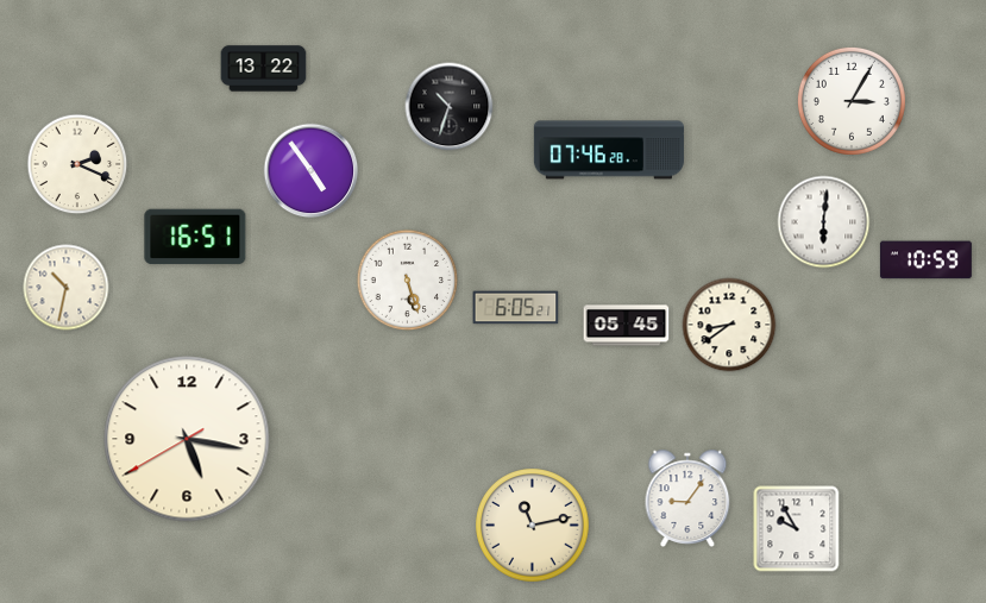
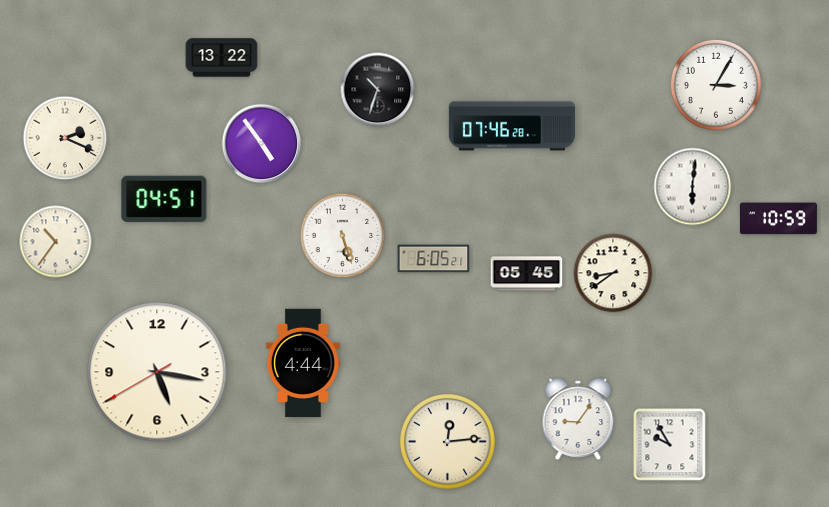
clock at (195, 237): 16:51 -> 04:51
clock at (67, 288): 10:32 -> 10:36
clock at (303, 363): none -> 4:44
clock at (187, 439) position: (187, 439) -> (157, 372)
clock at (533, 526): 11:13 -> 12:14
